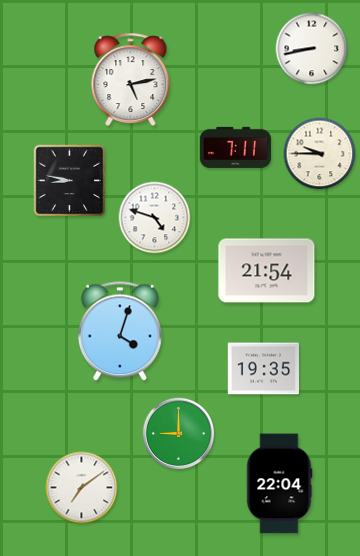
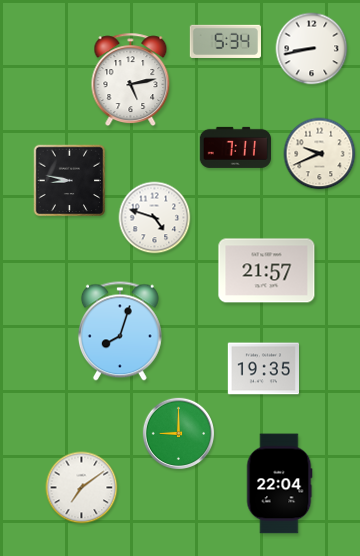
clock at (225, 41): none -> 5:34
clock at (320, 154): 9:45 -> 9:41
clock at (267, 271): 21:54 -> 21:57
clock at (120, 331): 4:03 -> 8:03
